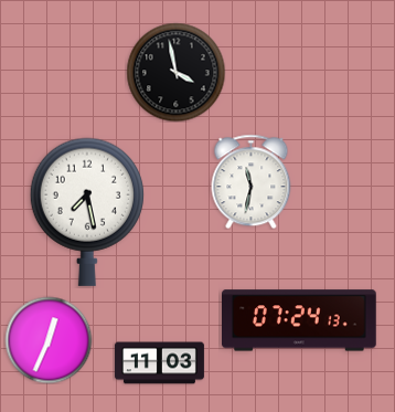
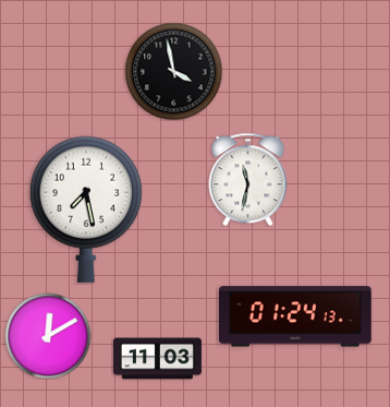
clock at (300, 320): 07:24 -> 01:24
clock at (49, 340): 12:34 -> 12:10
